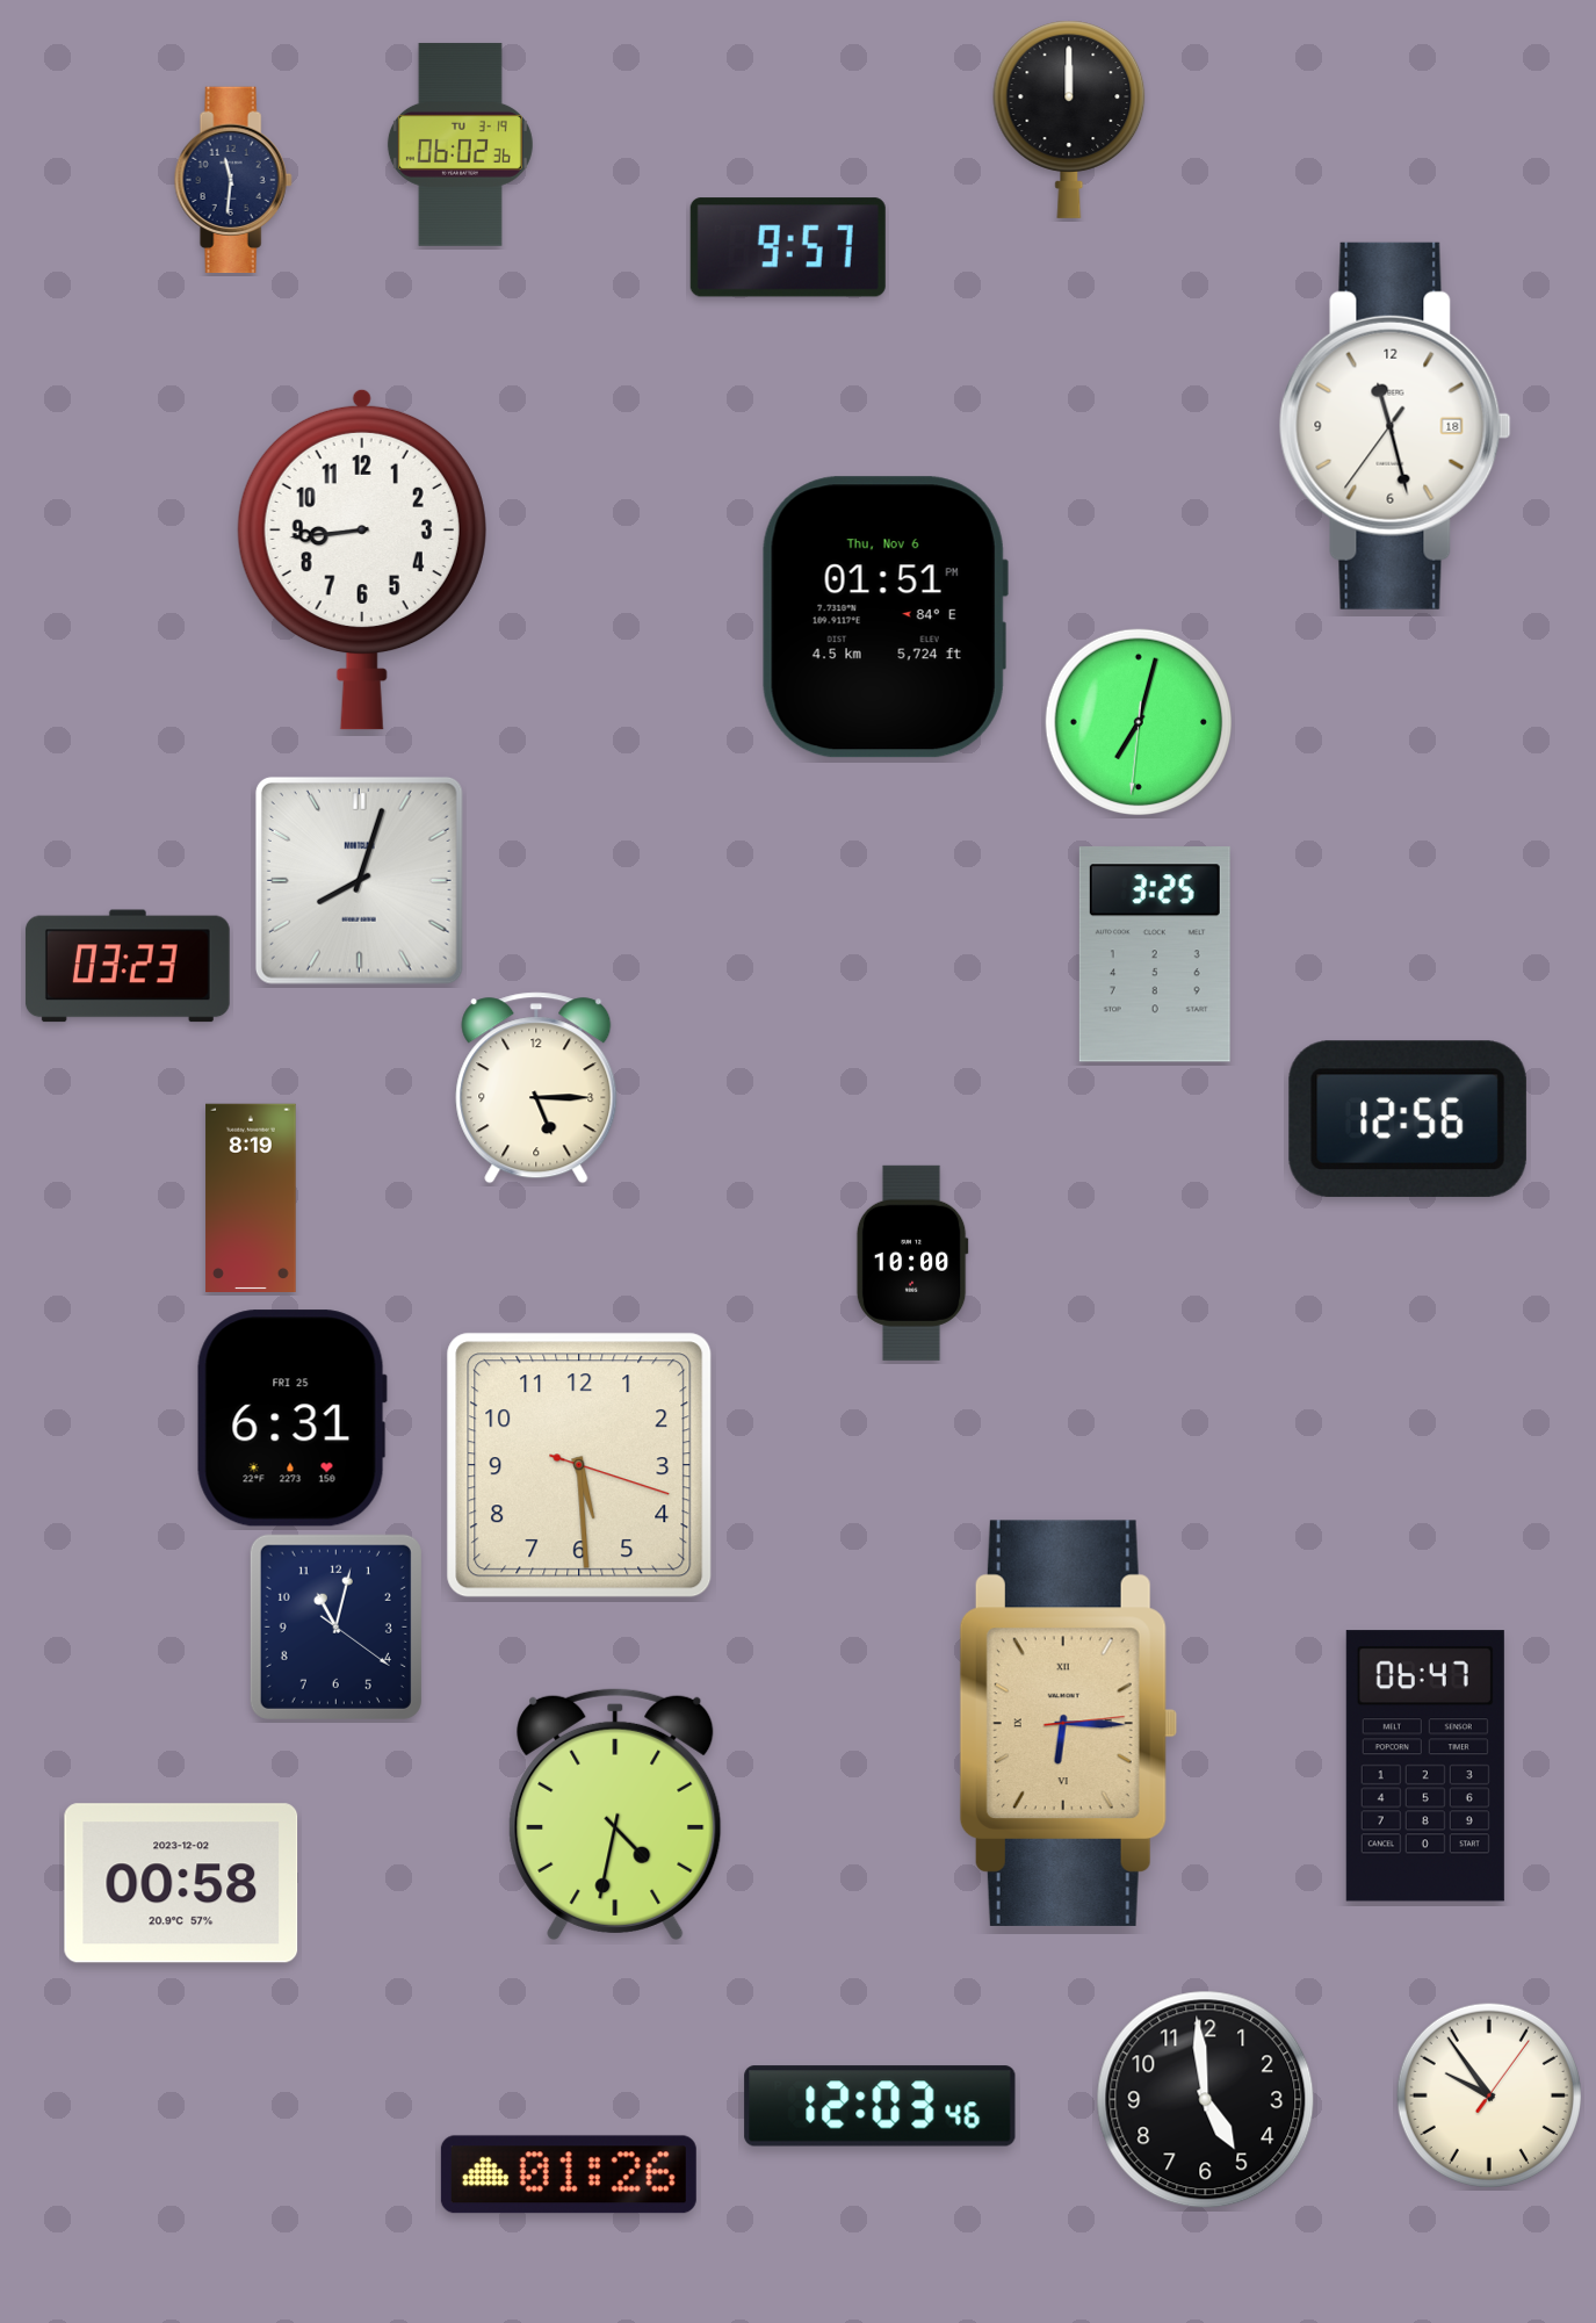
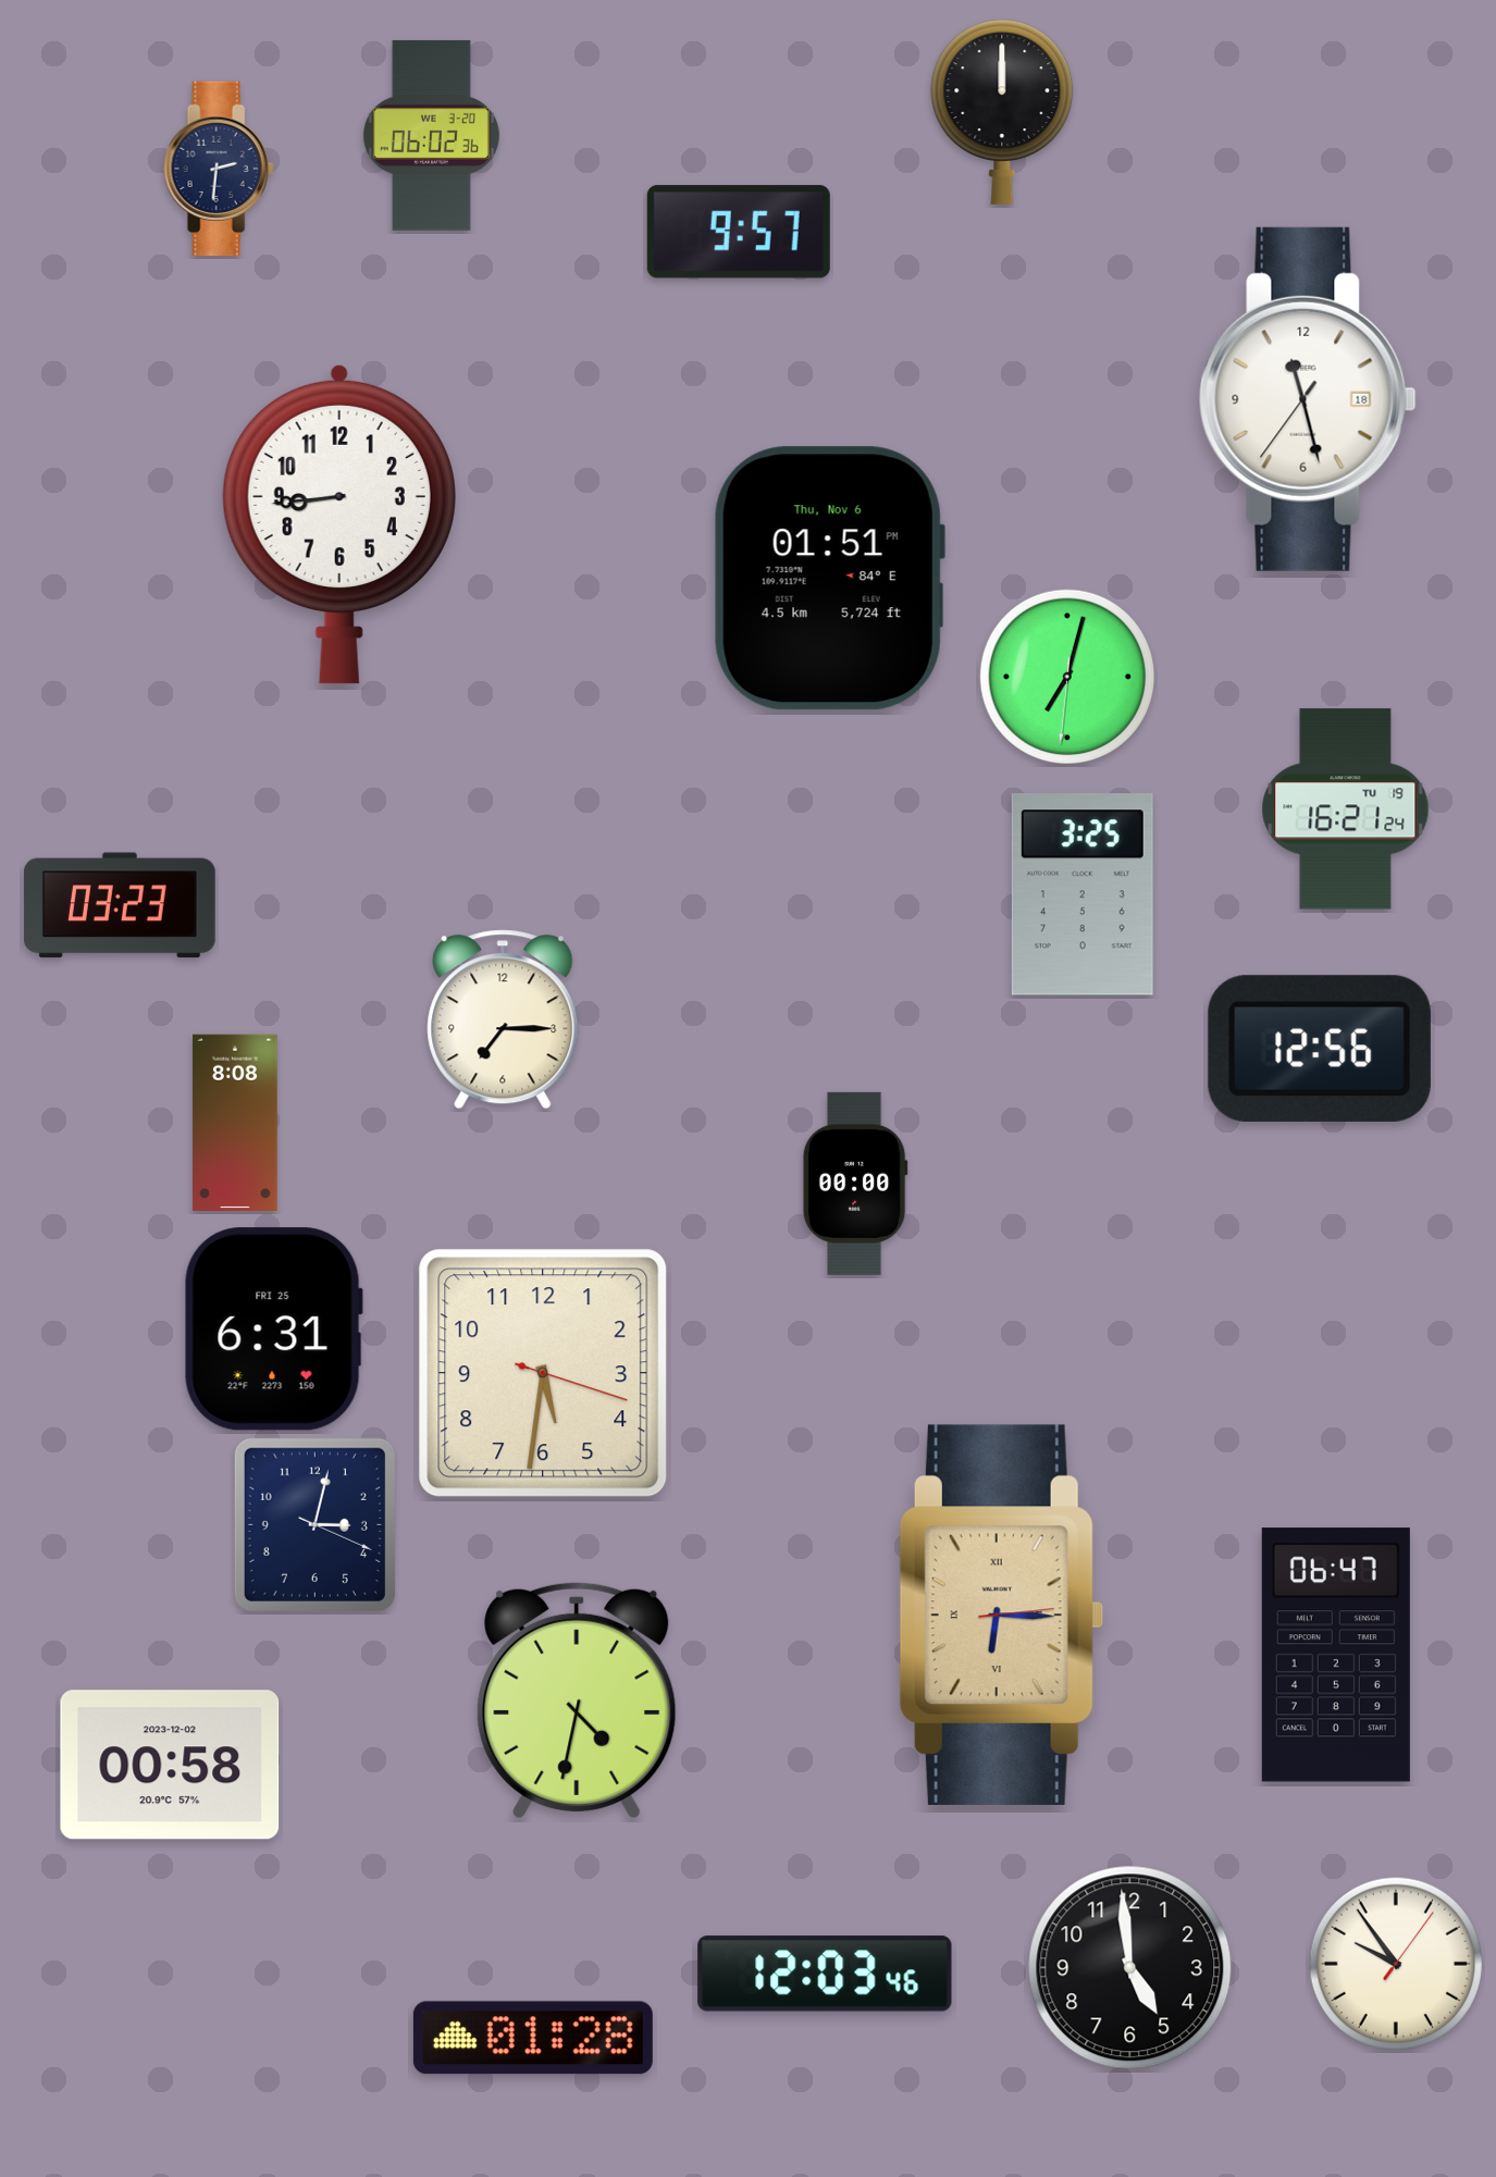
clock at (460, 144) date: TU 3-19 -> WE 3-20
clock at (233, 180): 11:31 -> 2:31
clock at (1346, 809): none -> 16:21
clock at (359, 880): 8:03 -> none
clock at (536, 1088): 5:15 -> 7:15
clock at (251, 1197): 8:19 -> 8:08
clock at (912, 1263): 10:00 -> 00:00
clock at (579, 1465): 5:29 -> 5:31
clock at (335, 1626): 11:02 -> 3:02
clock at (569, 2174): 01:26 -> 01:28
